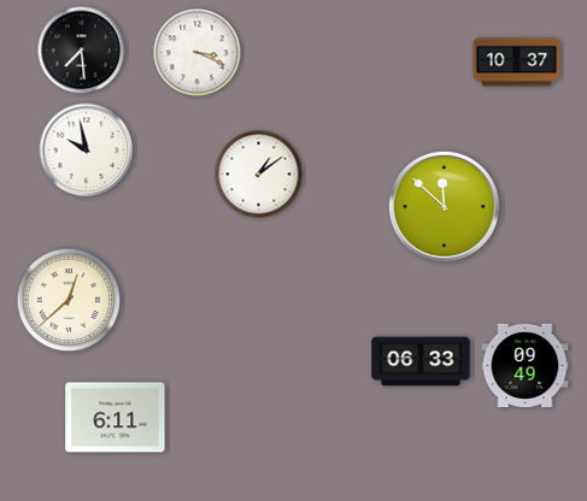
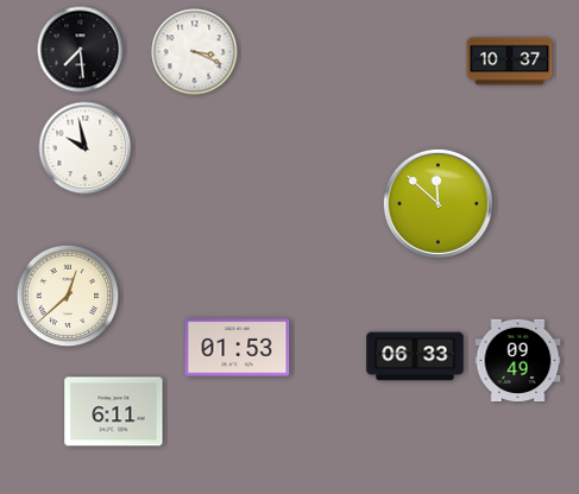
clock at (259, 175): 1:09 -> none
clock at (238, 348): none -> 01:53
